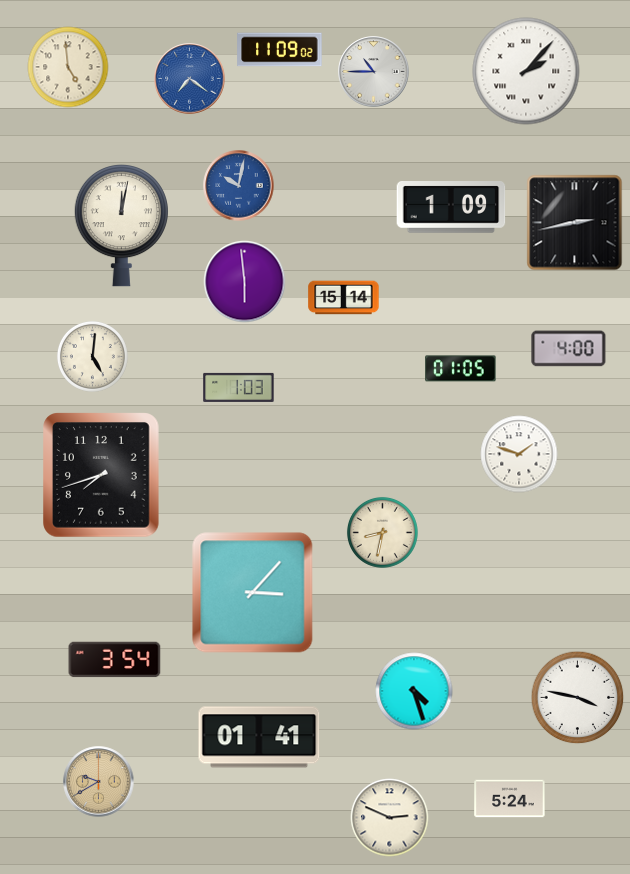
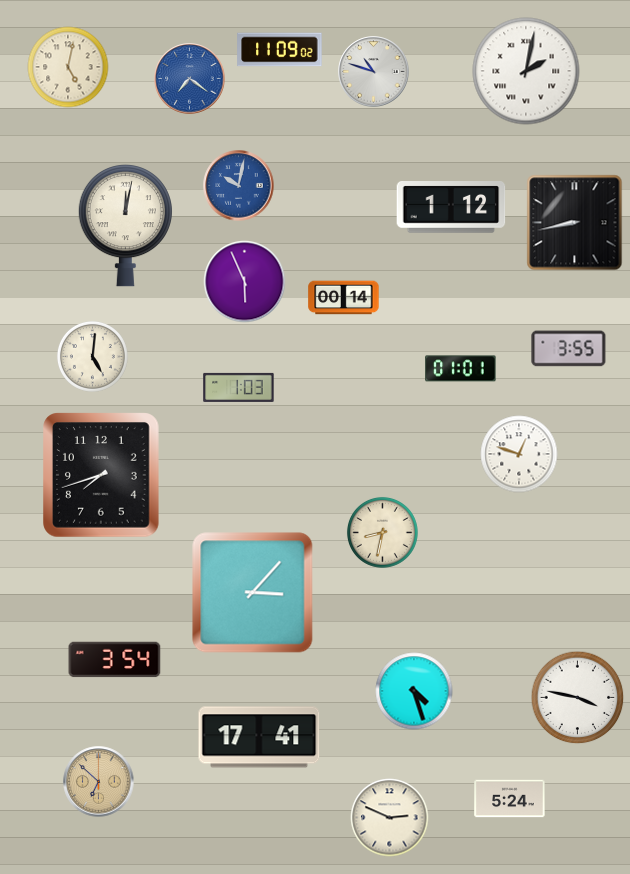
clock at (68, 67): 4:59 -> 5:02
clock at (526, 71): 2:07 -> 2:02
clock at (374, 72): 10:45 -> 10:48
clock at (451, 207): 1:09 -> 1:12
clock at (575, 223): 2:43 -> 8:43
clock at (121, 225) position: (121, 225) -> (125, 225)
clock at (245, 282): 5:59 -> 5:56
clock at (344, 298): 15:14 -> 00:14
clock at (569, 349): 4:00 -> 3:55
clock at (461, 369): 01:05 -> 01:01
clock at (519, 454): 1:48 -> 12:48
clock at (259, 737): 01:41 -> 17:41
clock at (99, 782): 9:40 -> 6:52
